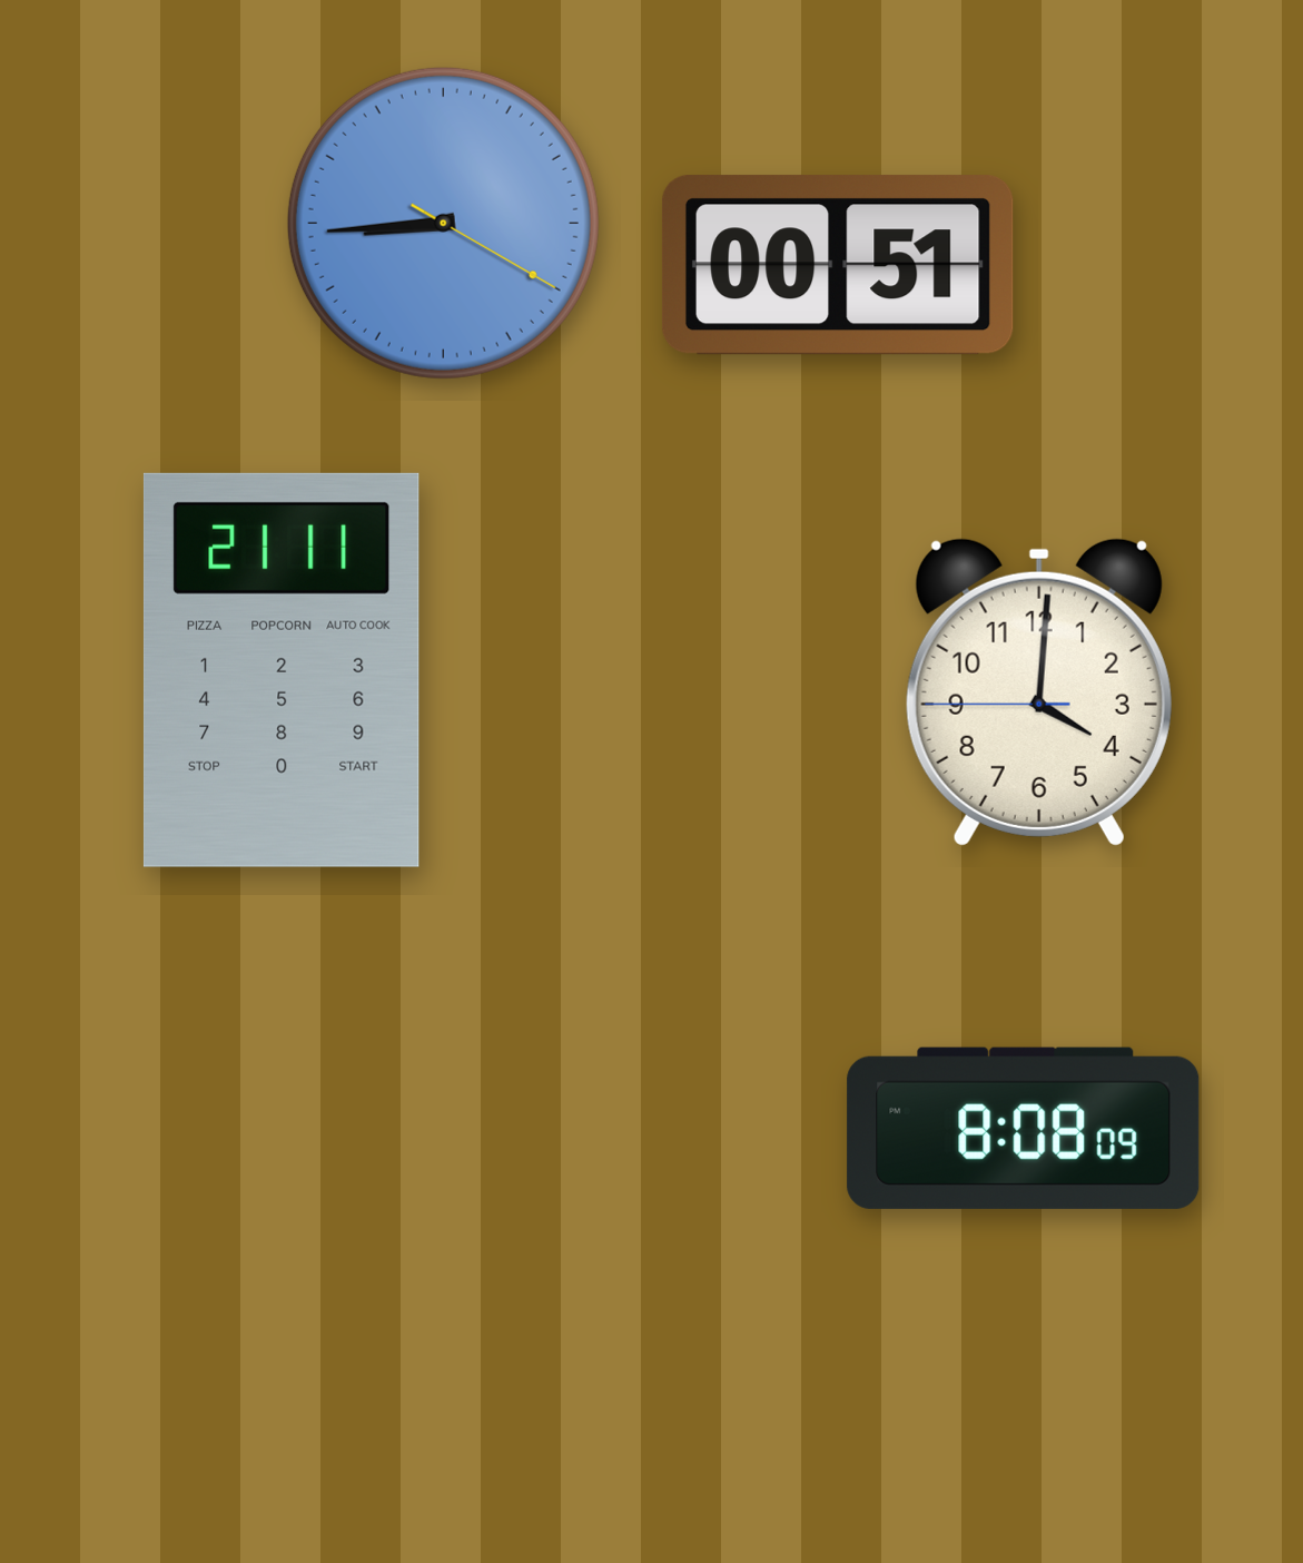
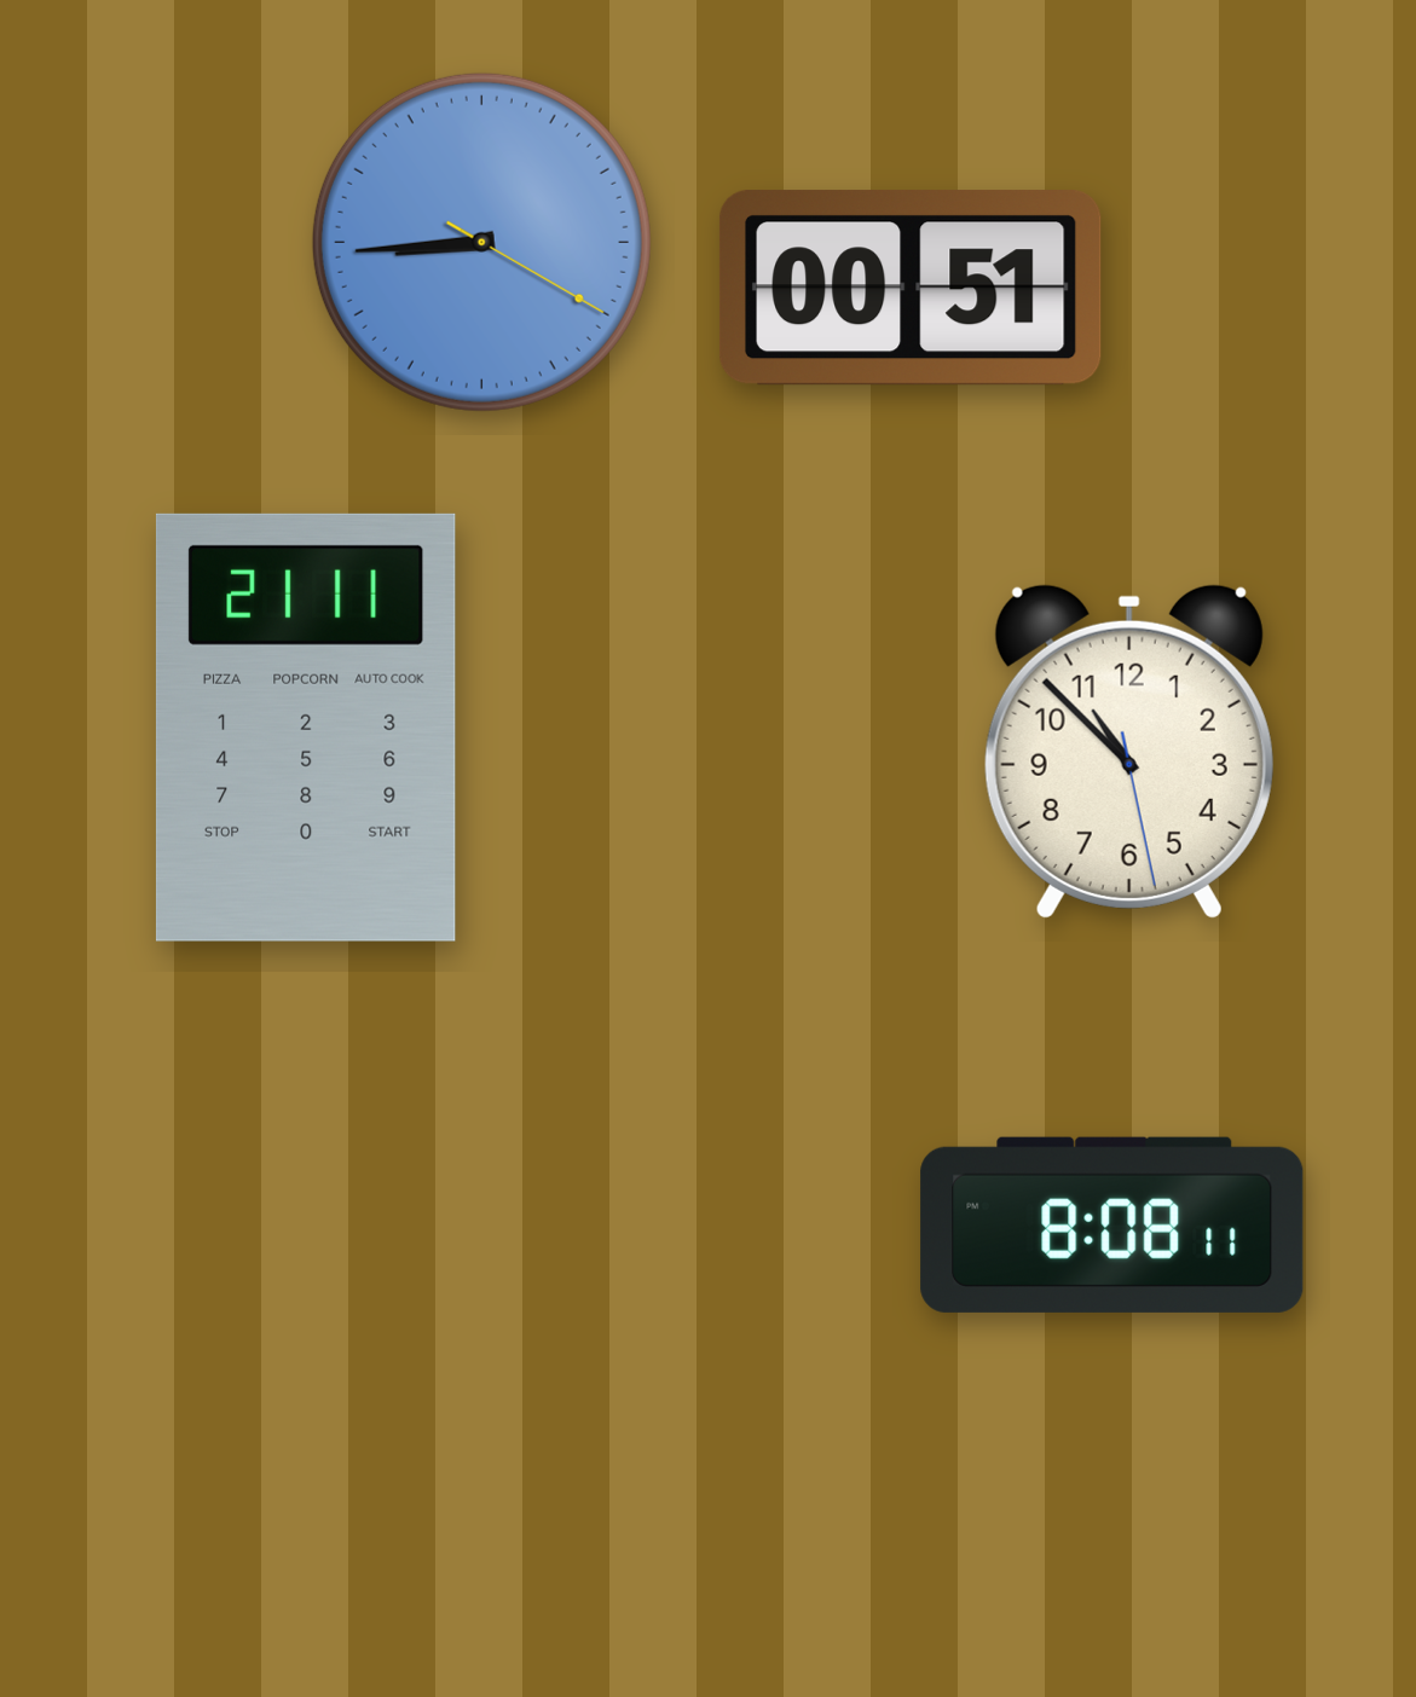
clock at (1039, 692): 4:00 -> 10:52
clock at (1024, 1128): 8:08:09 -> 8:08:11
